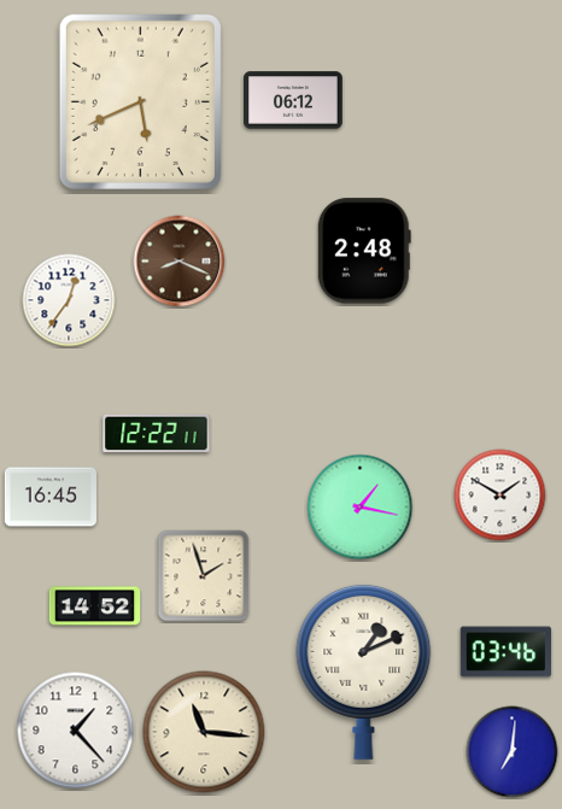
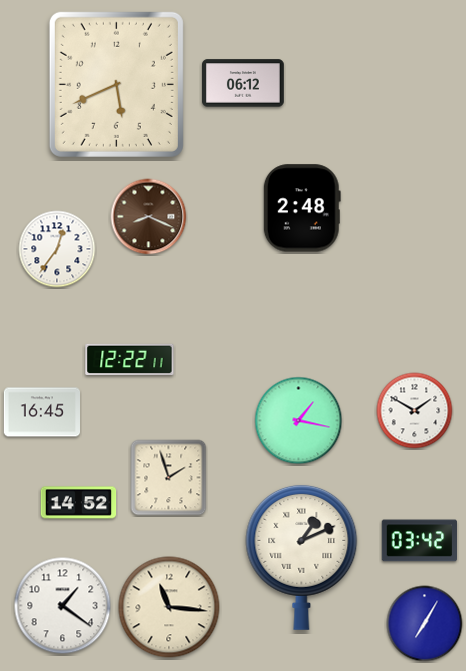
clock at (505, 652): 03:46 -> 03:42
clock at (76, 731): 1:23 -> 1:21
clock at (513, 752): 7:01 -> 7:05
